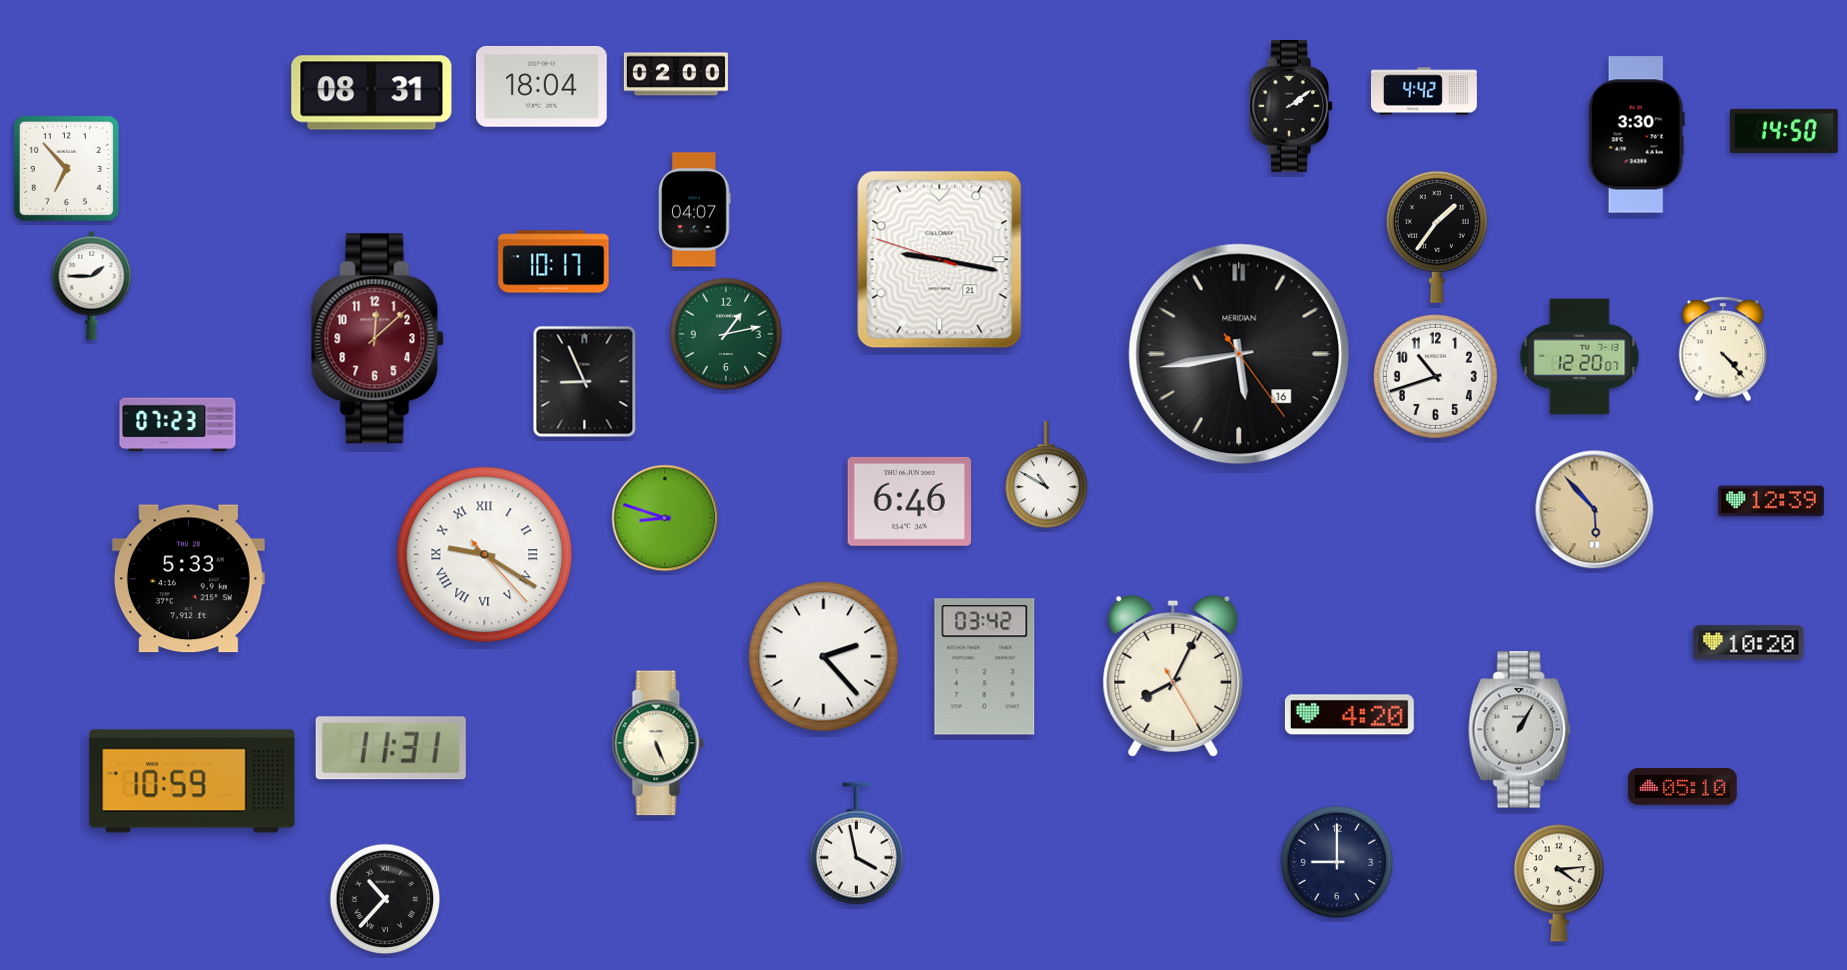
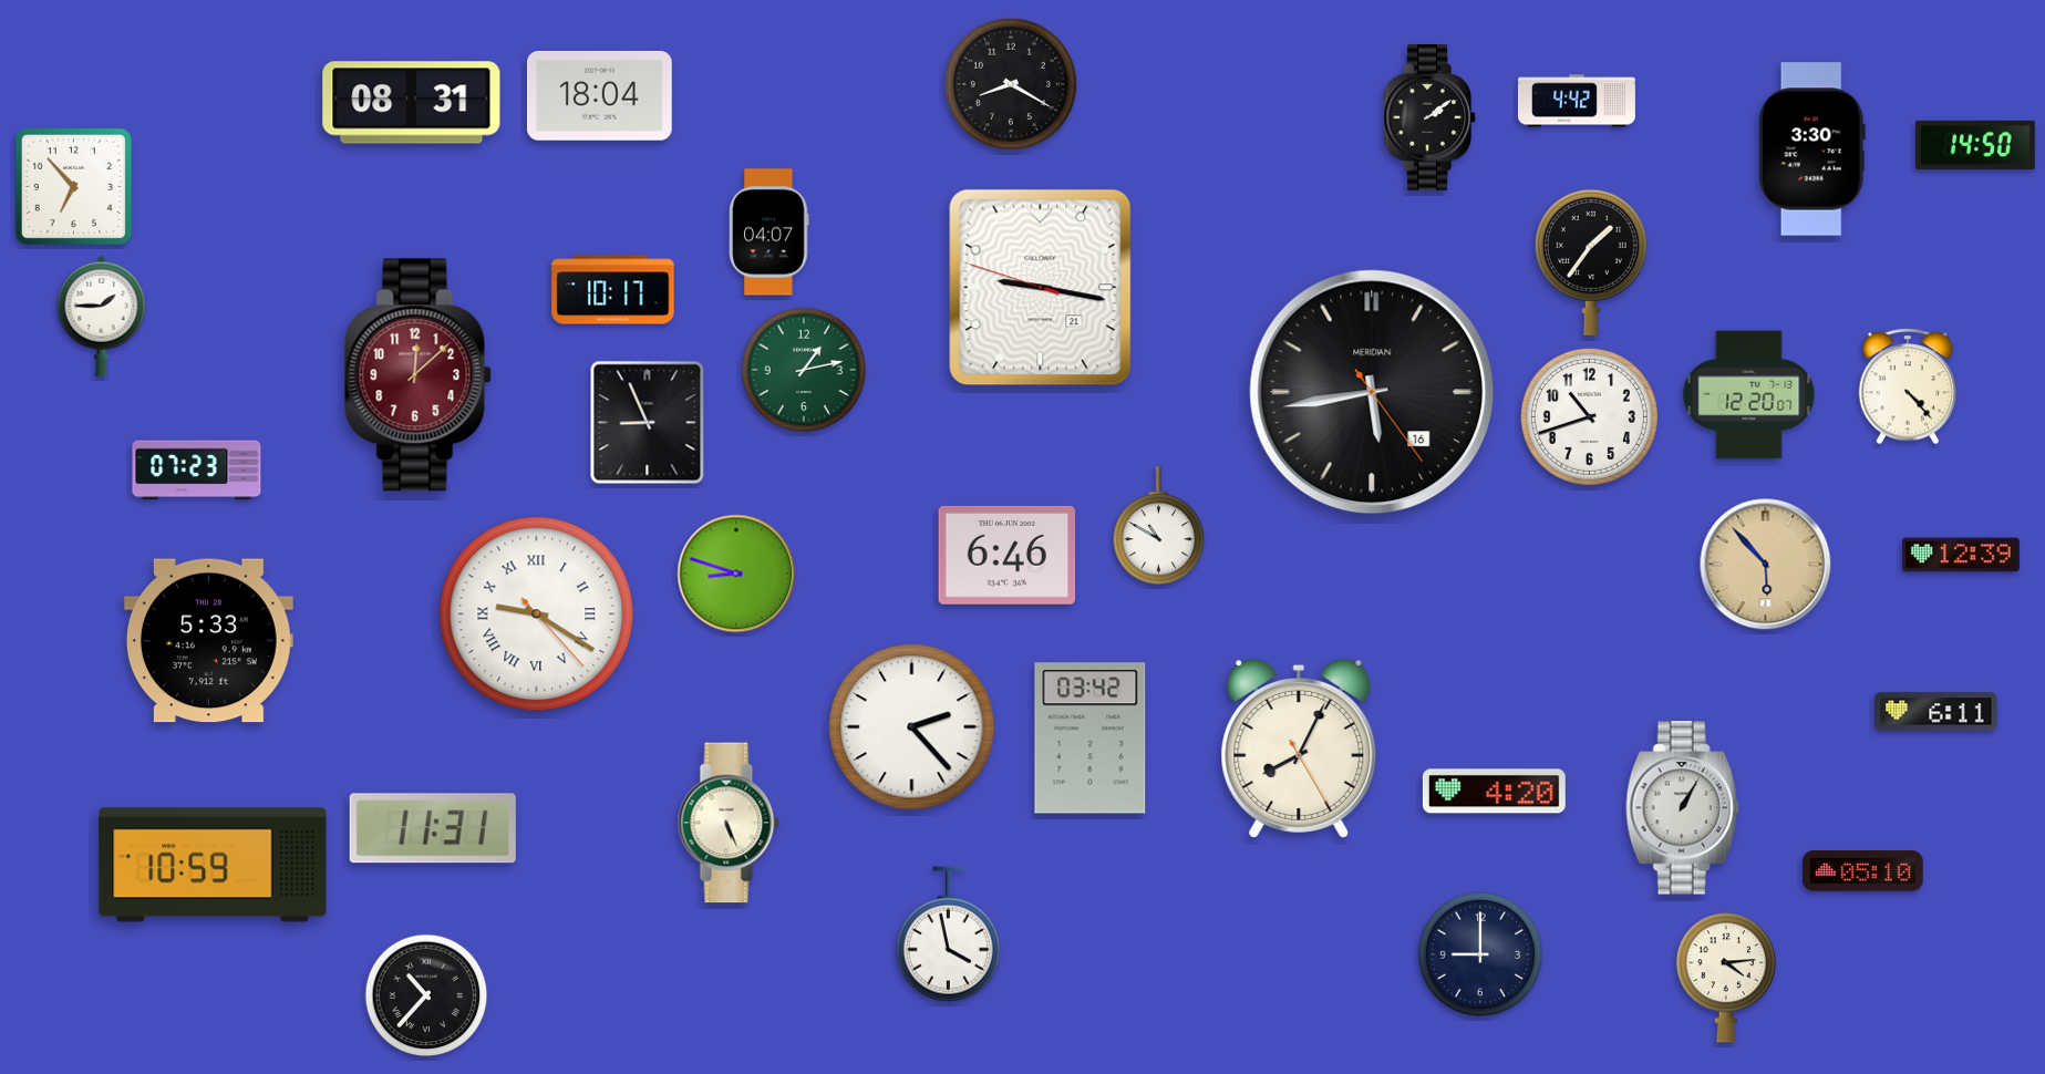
clock at (676, 74): 02:00 -> none
clock at (1011, 84): none -> 8:20
clock at (1749, 643): 10:20 -> 6:11
